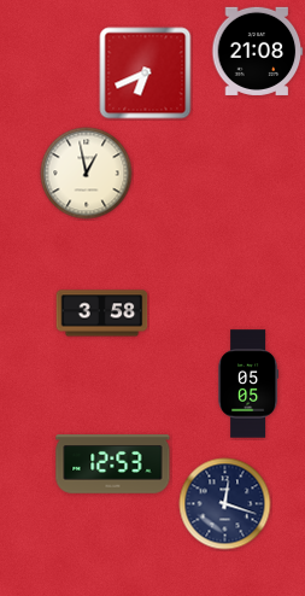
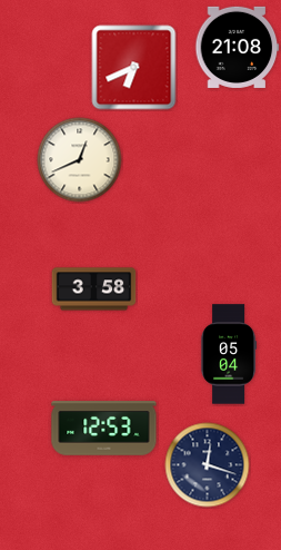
clock at (87, 174): 12:58 -> 12:41
clock at (248, 384): 05:05 -> 05:04
